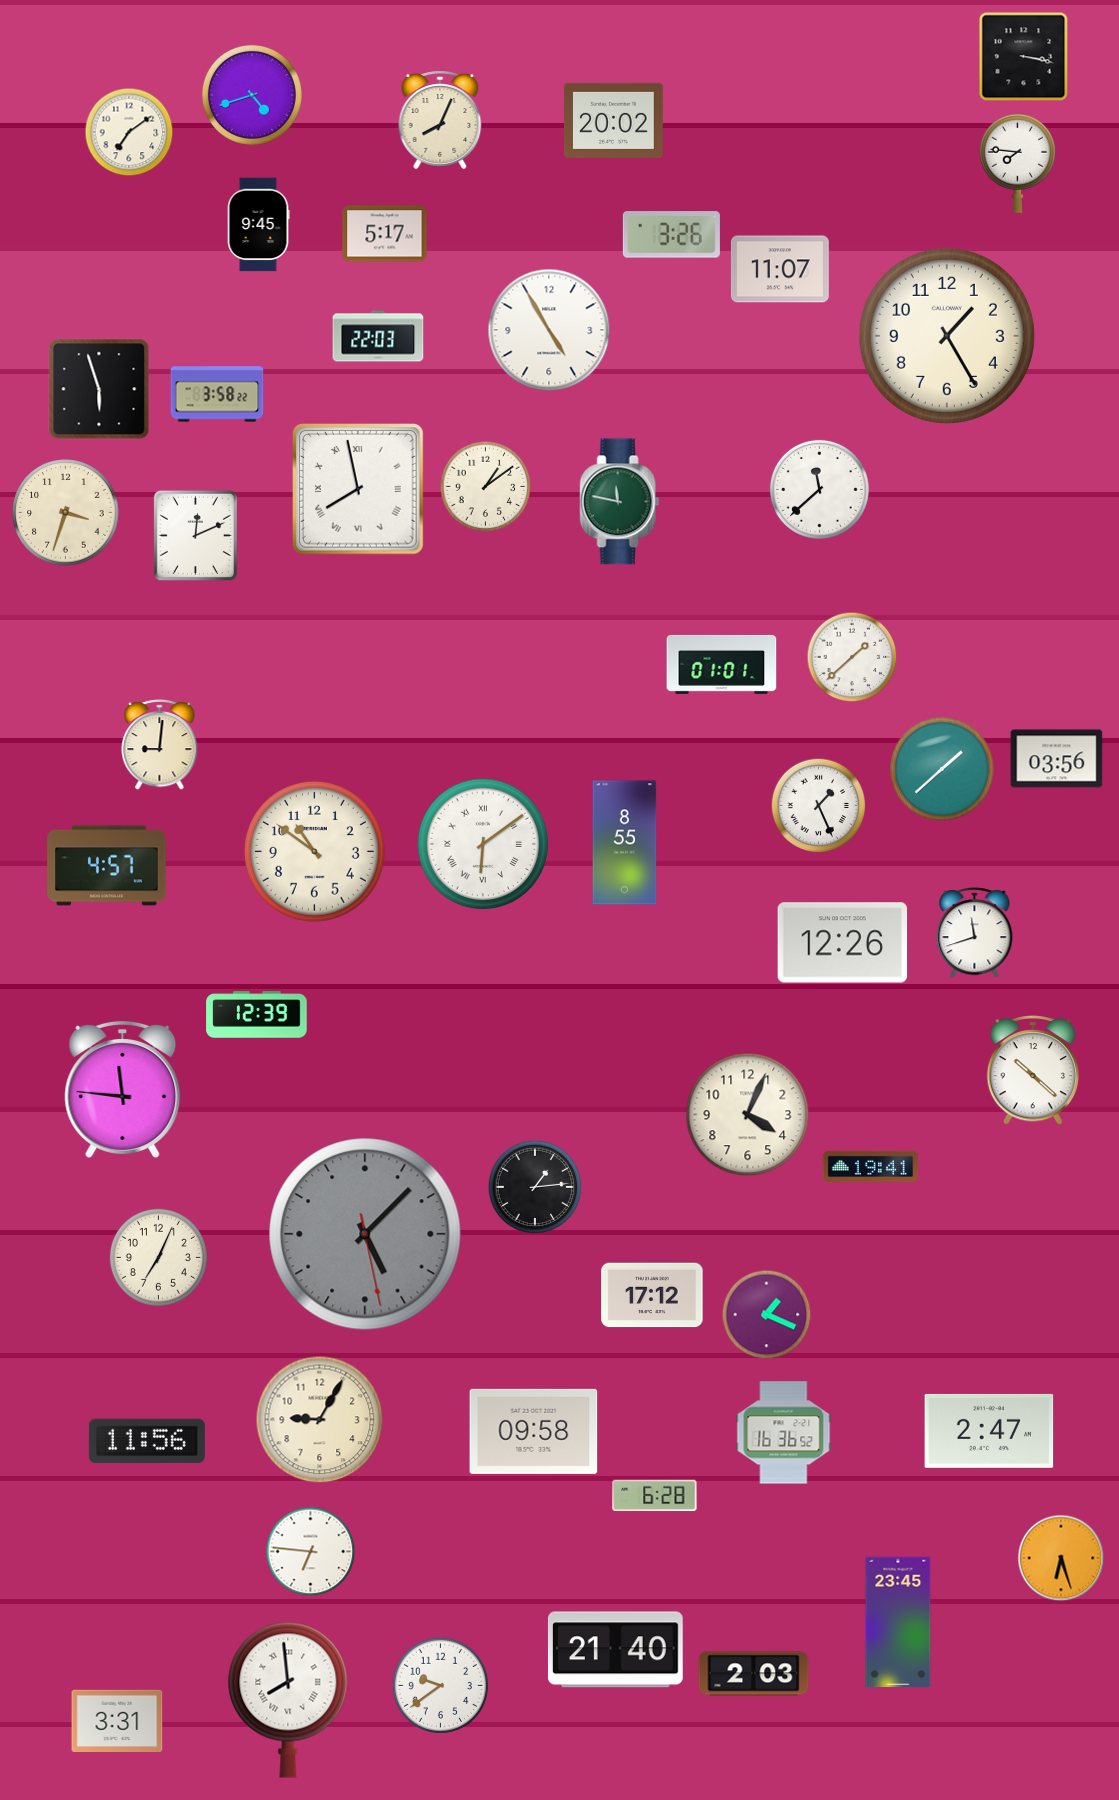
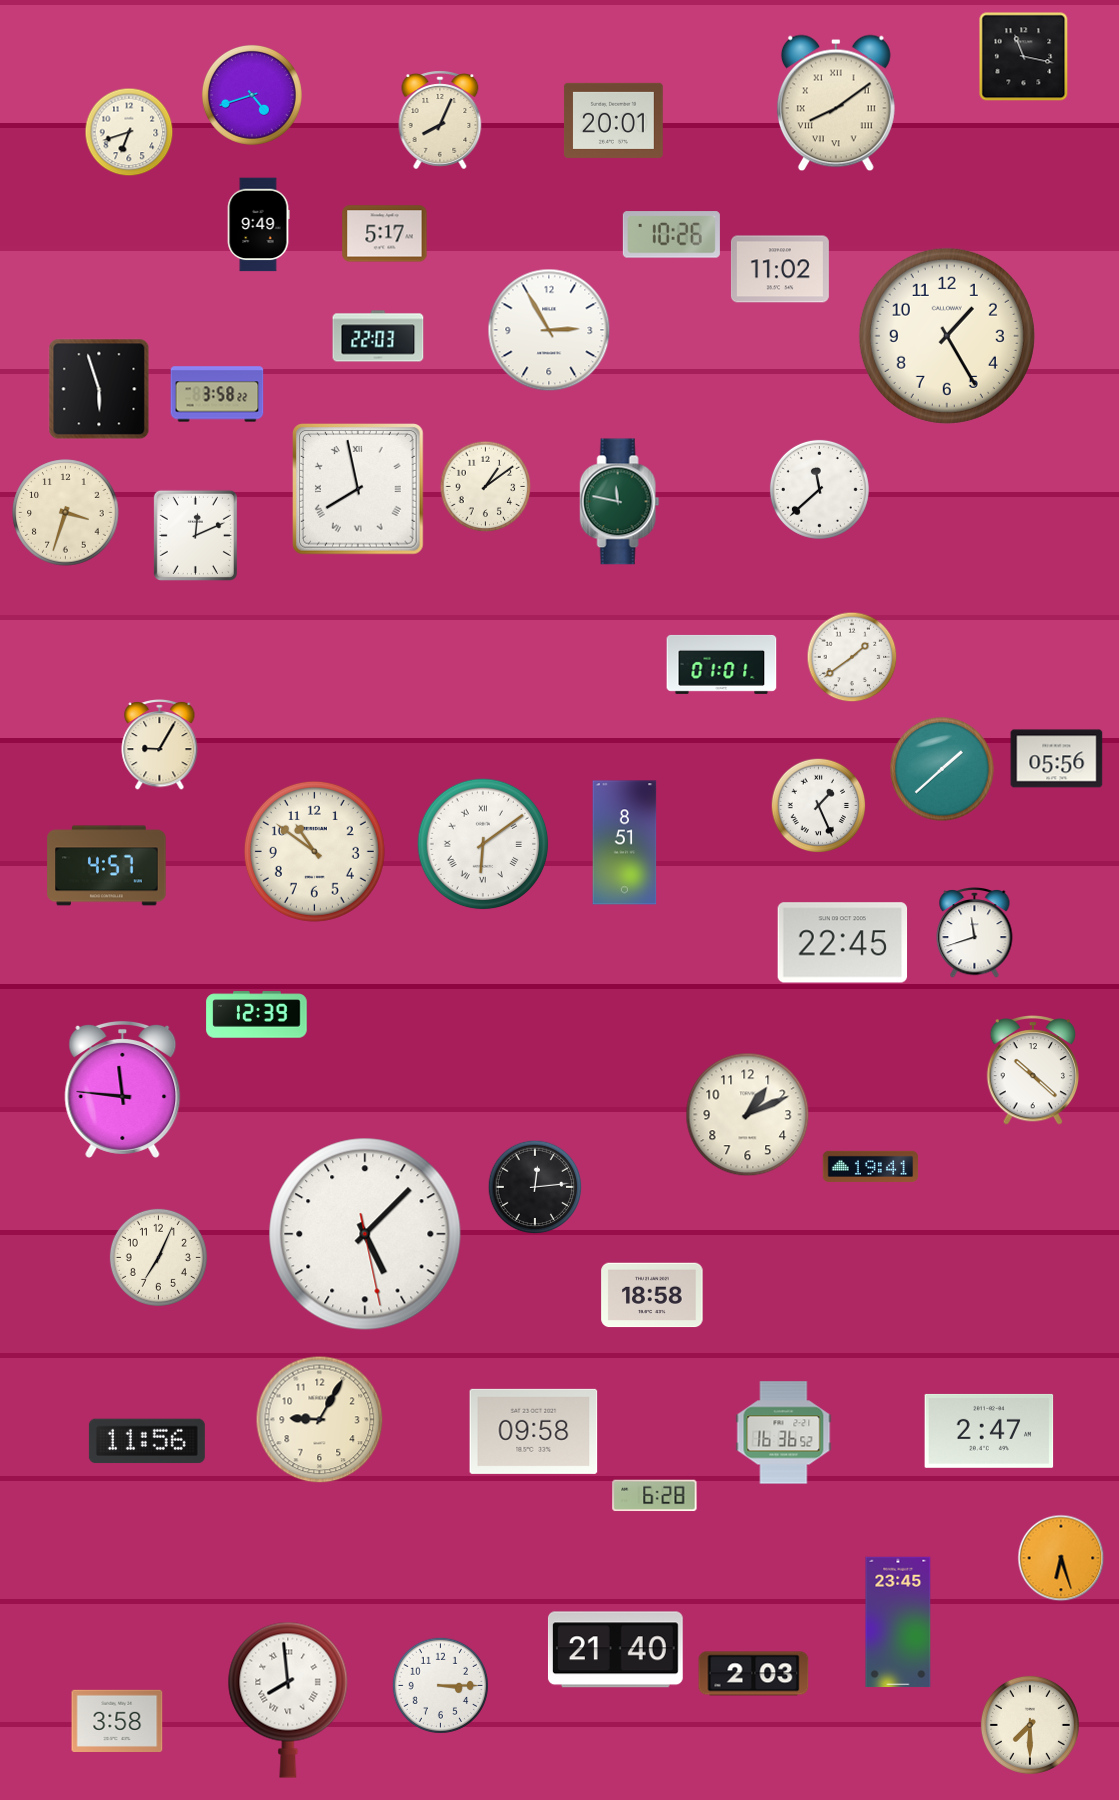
clock at (1024, 57): 3:17 -> 11:17
clock at (836, 103): none -> 8:09
clock at (613, 120): 20:02 -> 20:01
clock at (129, 132): 7:09 -> 6:42
clock at (1017, 163): 7:46 -> none
clock at (258, 225): 9:45 -> 9:49
clock at (671, 235): 3:26 -> 10:26
clock at (780, 269): 11:07 -> 11:02
clock at (549, 330): 4:55 -> 2:55
clock at (852, 657): 1:38 -> 1:39
clock at (160, 745): 9:01 -> 9:05
clock at (1057, 759): 03:56 -> 05:56
clock at (625, 843): 8:55 -> 8:51
clock at (843, 943): 12:26 -> 22:45
clock at (748, 1115): 4:04 -> 1:11
clock at (535, 1187): 1:14 -> 12:14
clock at (365, 1234) dial: grey -> white
clock at (652, 1295): 17:12 -> 18:58
clock at (767, 1315): 1:19 -> none
clock at (311, 1552): 6:46 -> none
clock at (440, 1685): 9:39 -> 3:15
clock at (117, 1720): 3:31 -> 3:58
clock at (1030, 1725): none -> 7:30
